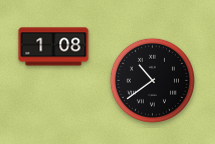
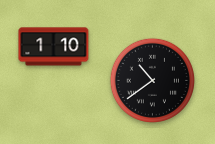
clock at (54, 47): 1:08 -> 1:10
